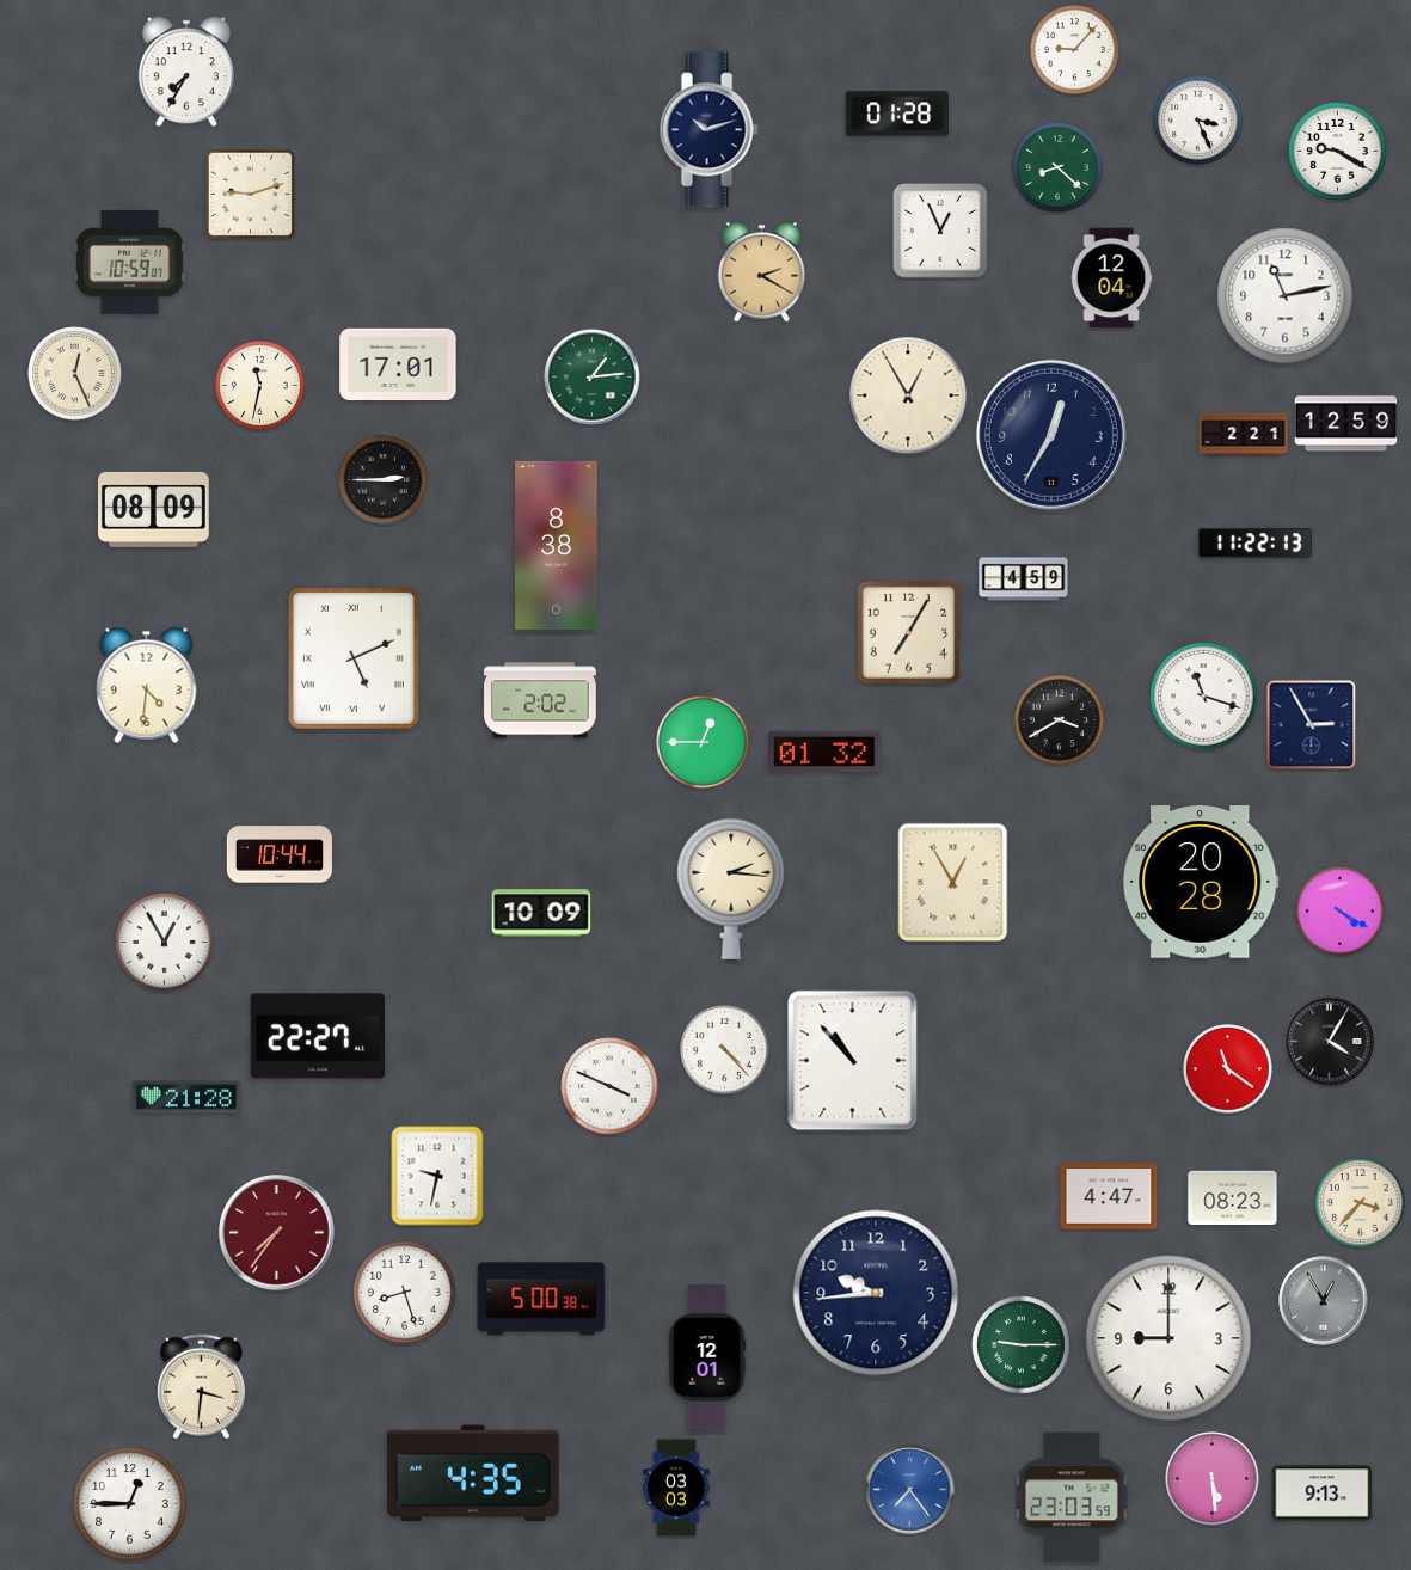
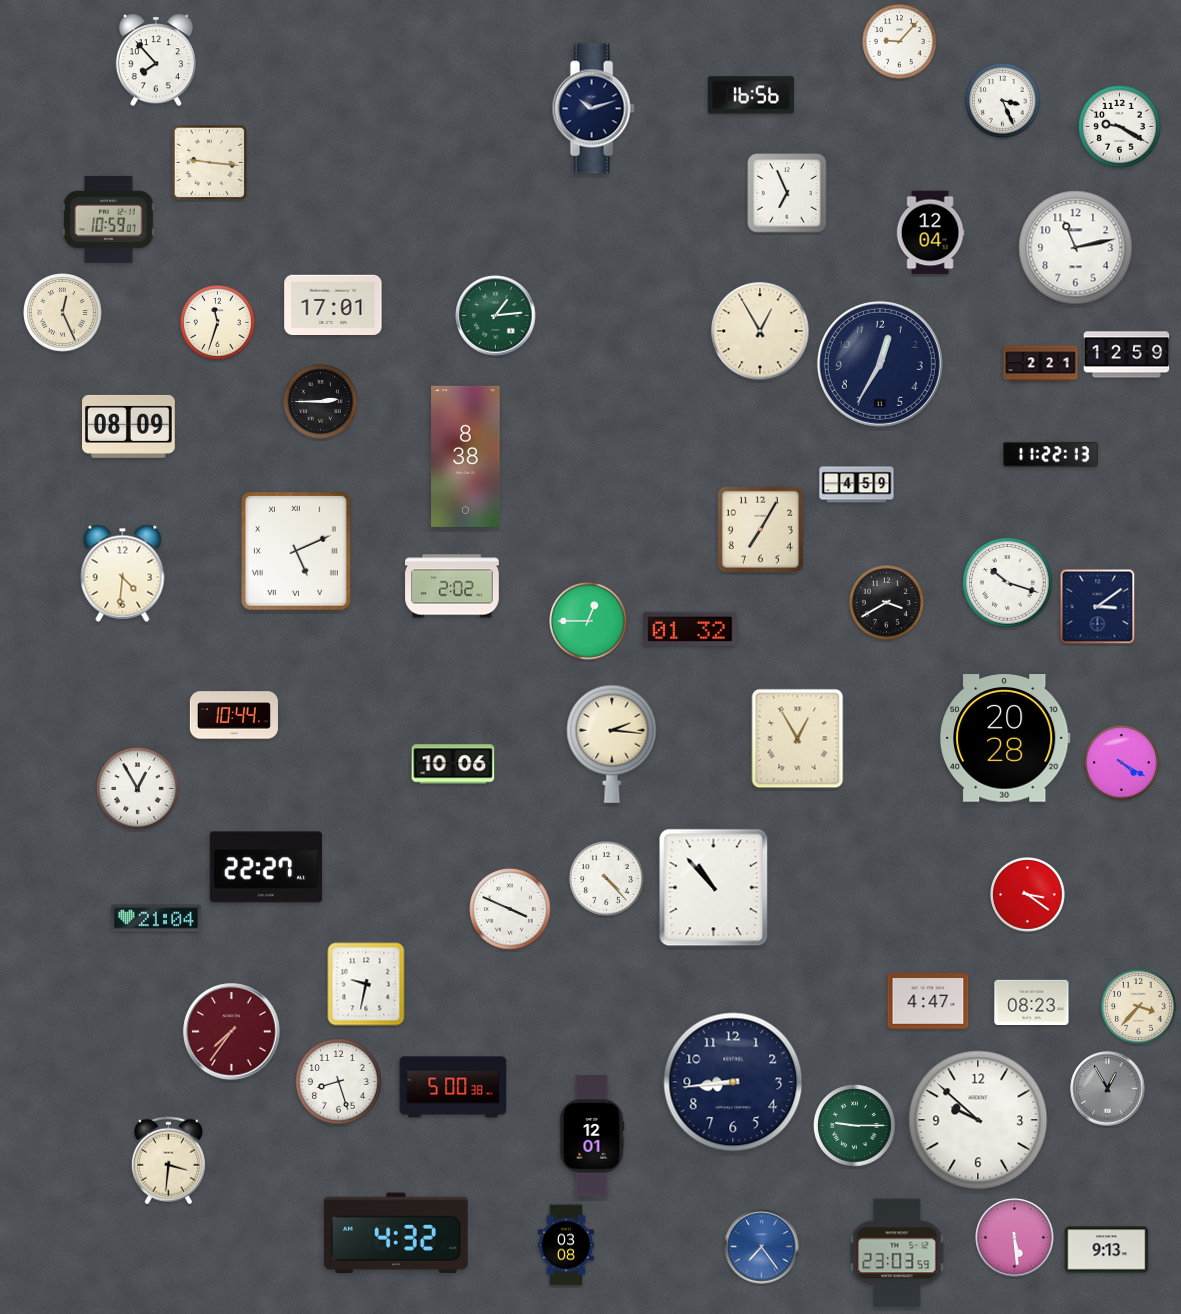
clock at (186, 72): 7:35 -> 7:53
clock at (897, 114): 01:28 -> 16:56
clock at (1059, 168): 8:22 -> none
clock at (251, 195): 9:12 -> 9:16
clock at (940, 231): 12:56 -> 6:56
clock at (761, 272): 2:20 -> none
clock at (260, 386): 11:32 -> 11:33
clock at (1204, 697): 11:18 -> 10:18
clock at (1312, 725): 2:55 -> 3:09
clock at (541, 913): 10:09 -> 10:06
clock at (1330, 1042): 4:05 -> none
clock at (1228, 1069): 11:21 -> 3:21
clock at (186, 1097): 21:28 -> 21:04
clock at (876, 1293): 9:44 -> 8:44
clock at (1168, 1338): 9:00 -> 9:52
clock at (473, 1473): 4:35 -> 4:32
clock at (676, 1488): 03:03 -> 03:08
clock at (130, 1504): 12:45 -> none
